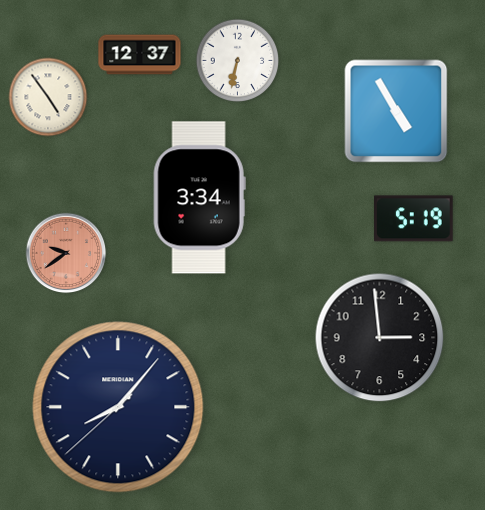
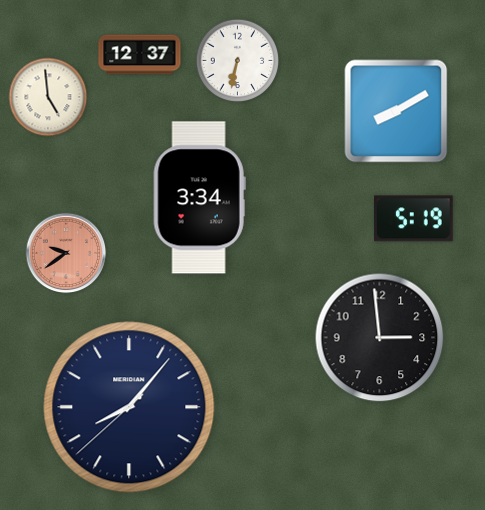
clock at (48, 97): 4:54 -> 4:59
clock at (396, 111): 4:55 -> 8:10
clock at (118, 407) position: (118, 407) -> (129, 407)
